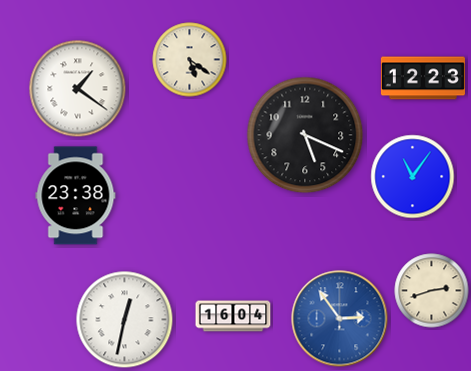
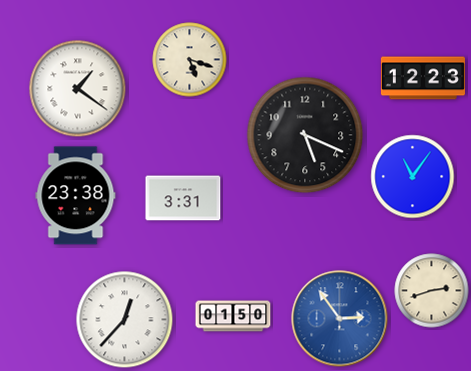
clock at (190, 60): 5:21 -> 5:18
clock at (183, 198): none -> 3:31
clock at (233, 316): 16:04 -> 01:50
clock at (125, 320): 12:32 -> 12:37
